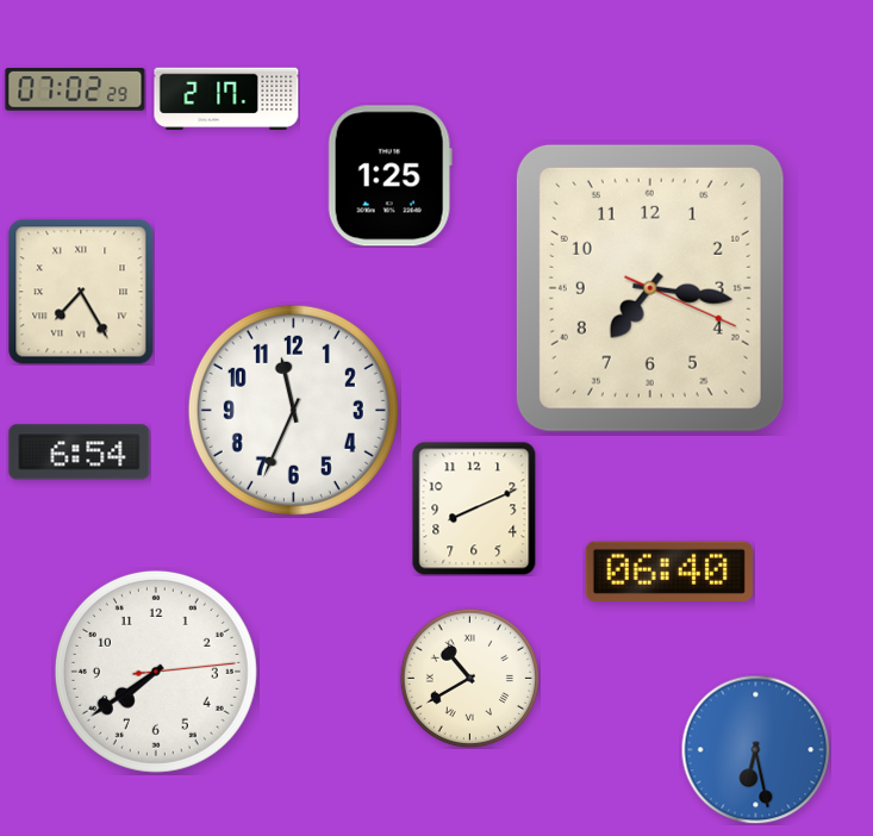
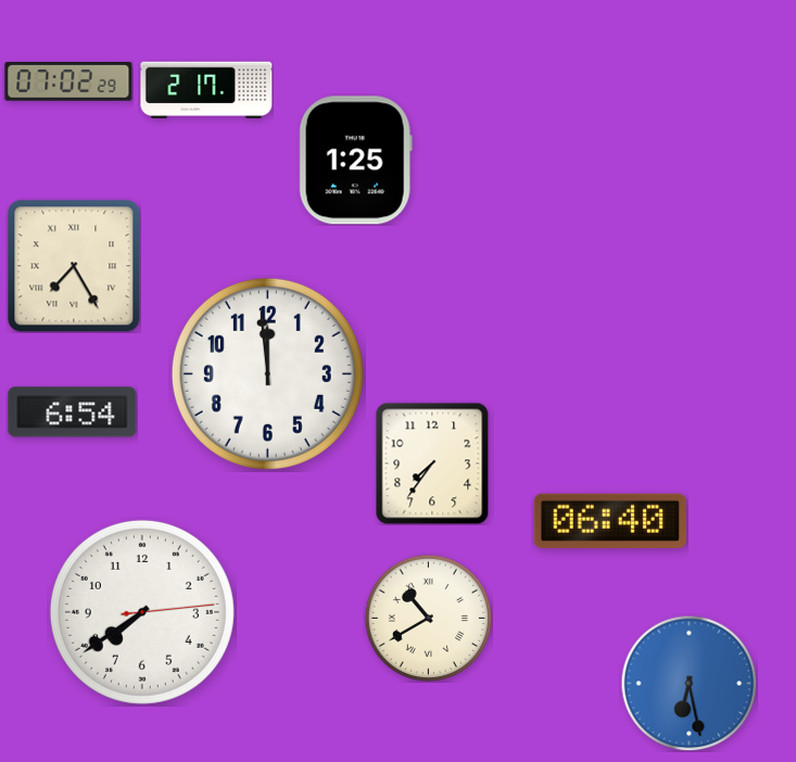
clock at (650, 288): 7:16 -> none
clock at (293, 410): 11:34 -> 11:59
clock at (474, 509): 8:11 -> 7:36
